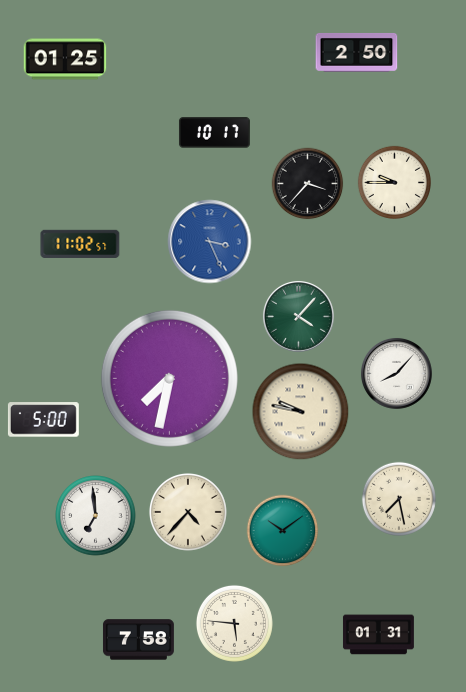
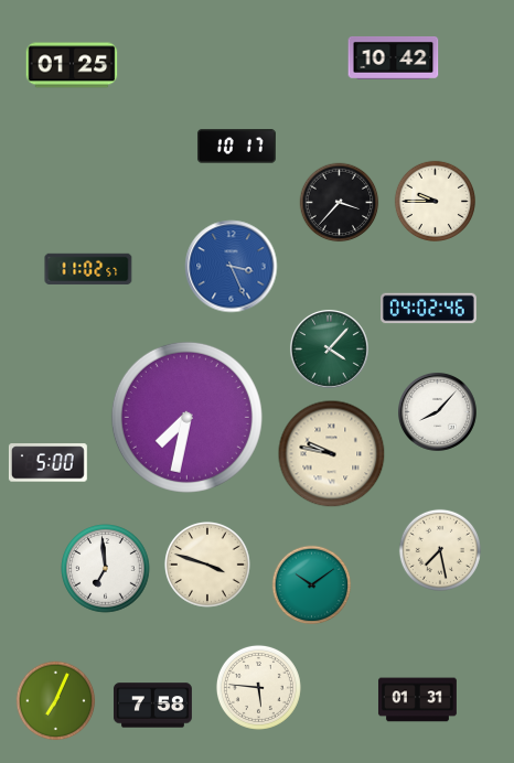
clock at (357, 52): 2:50 -> 10:42
clock at (429, 309): none -> 04:02
clock at (188, 512): 4:37 -> 3:48
clock at (56, 701): none -> 7:04
